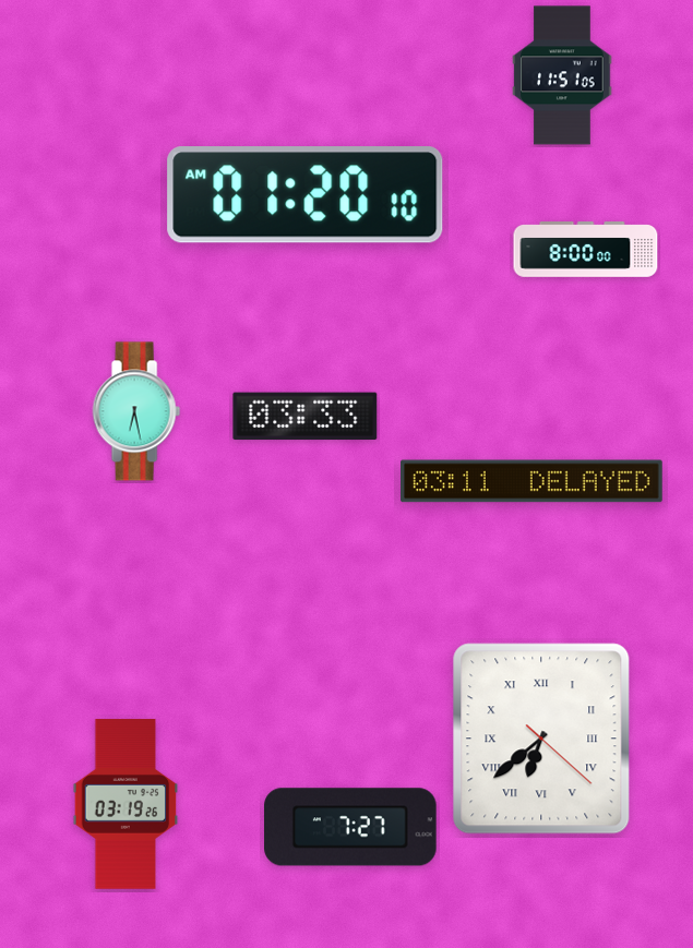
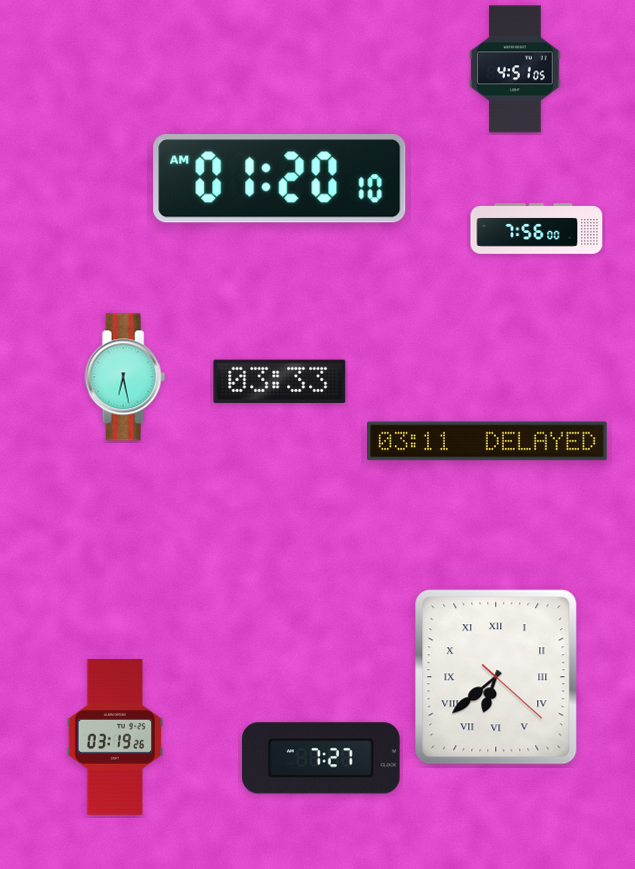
clock at (562, 75): 11:51 -> 4:51
clock at (586, 250): 8:00 -> 7:56
